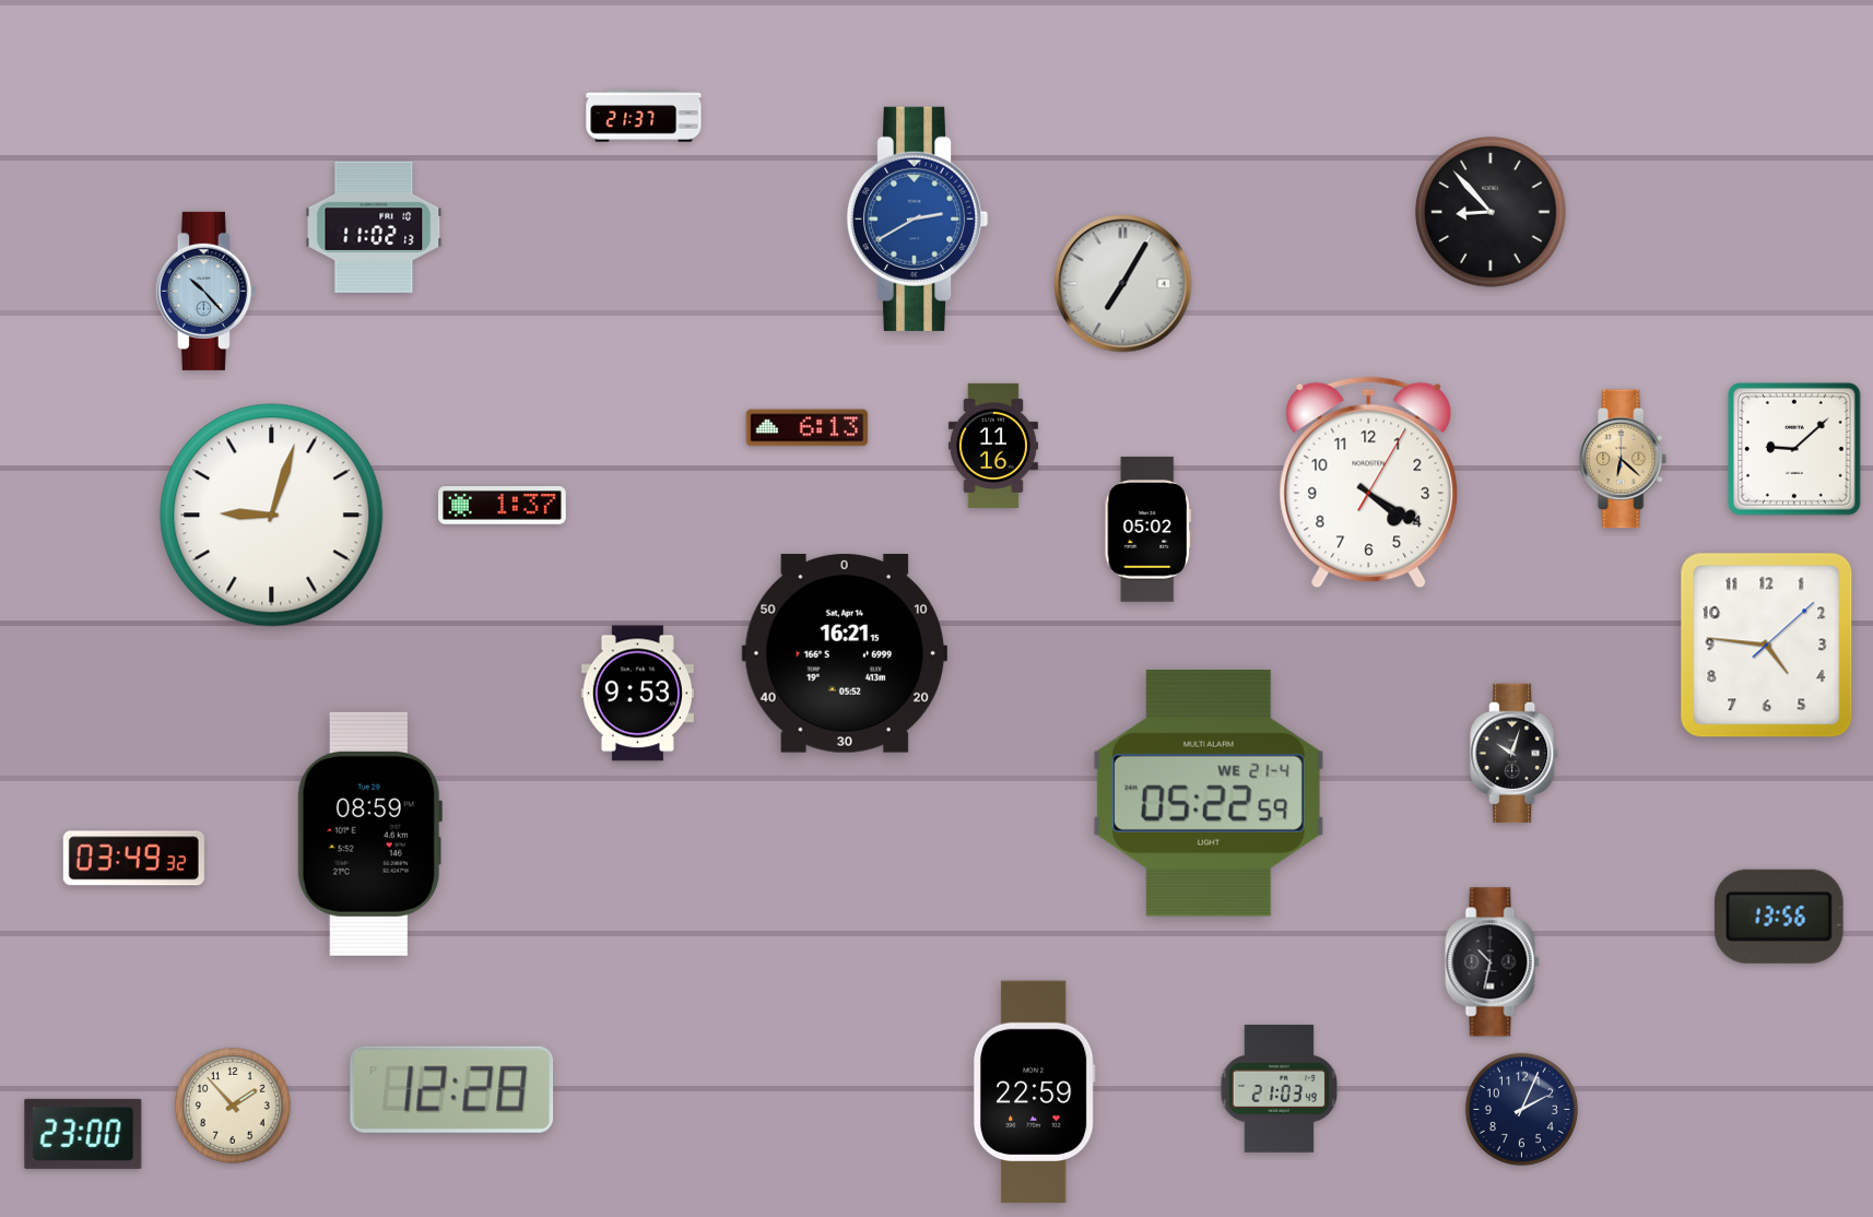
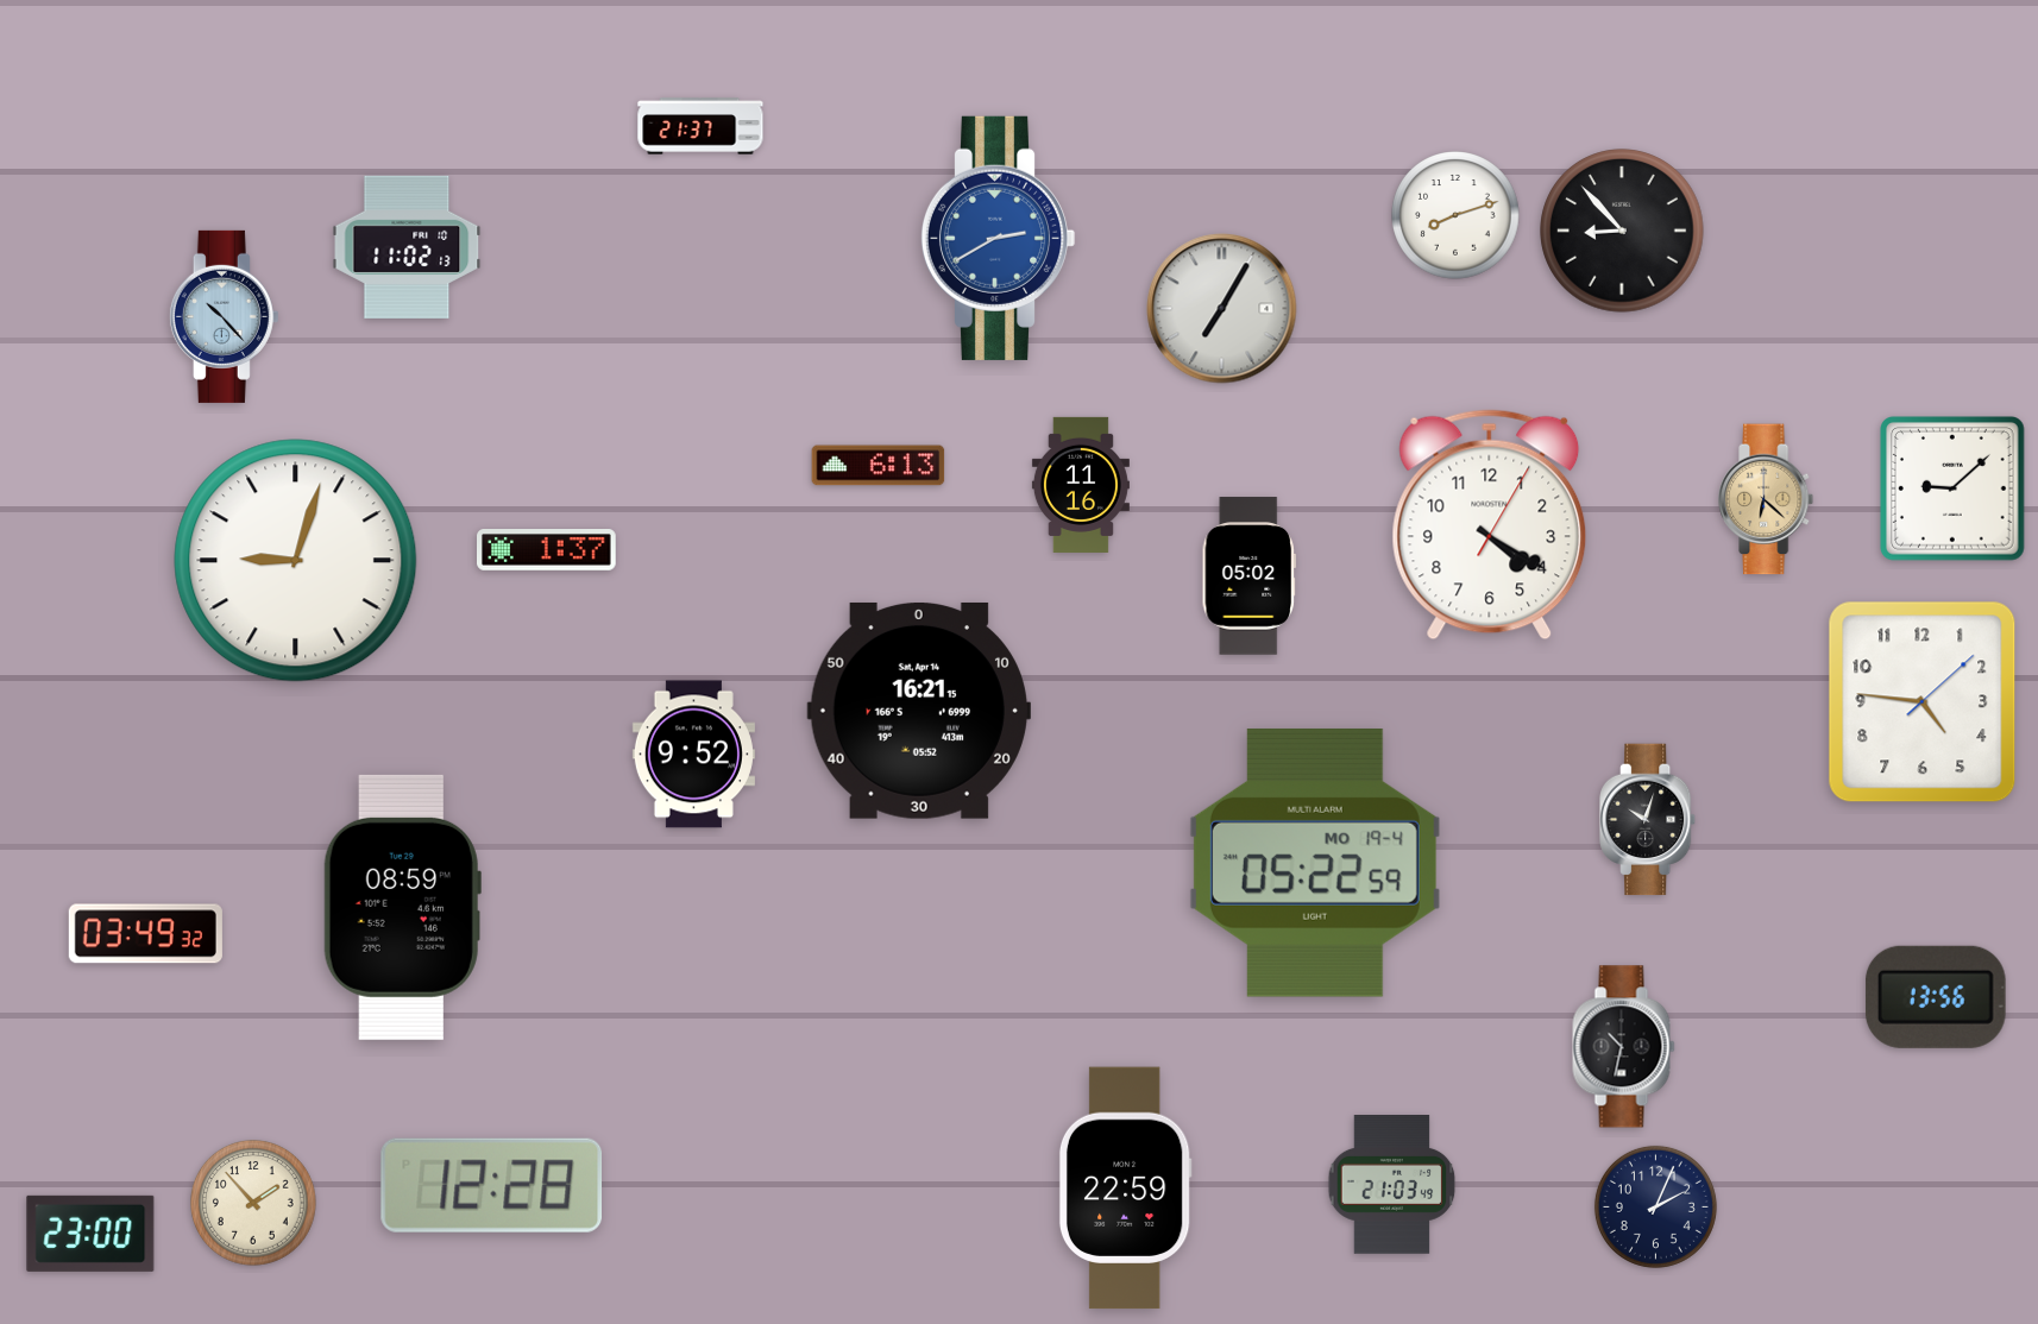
clock at (1455, 215): none -> 8:12
clock at (637, 694): 9:53 -> 9:52
clock at (1209, 793) date: WE 21-4 -> MO 19-4
